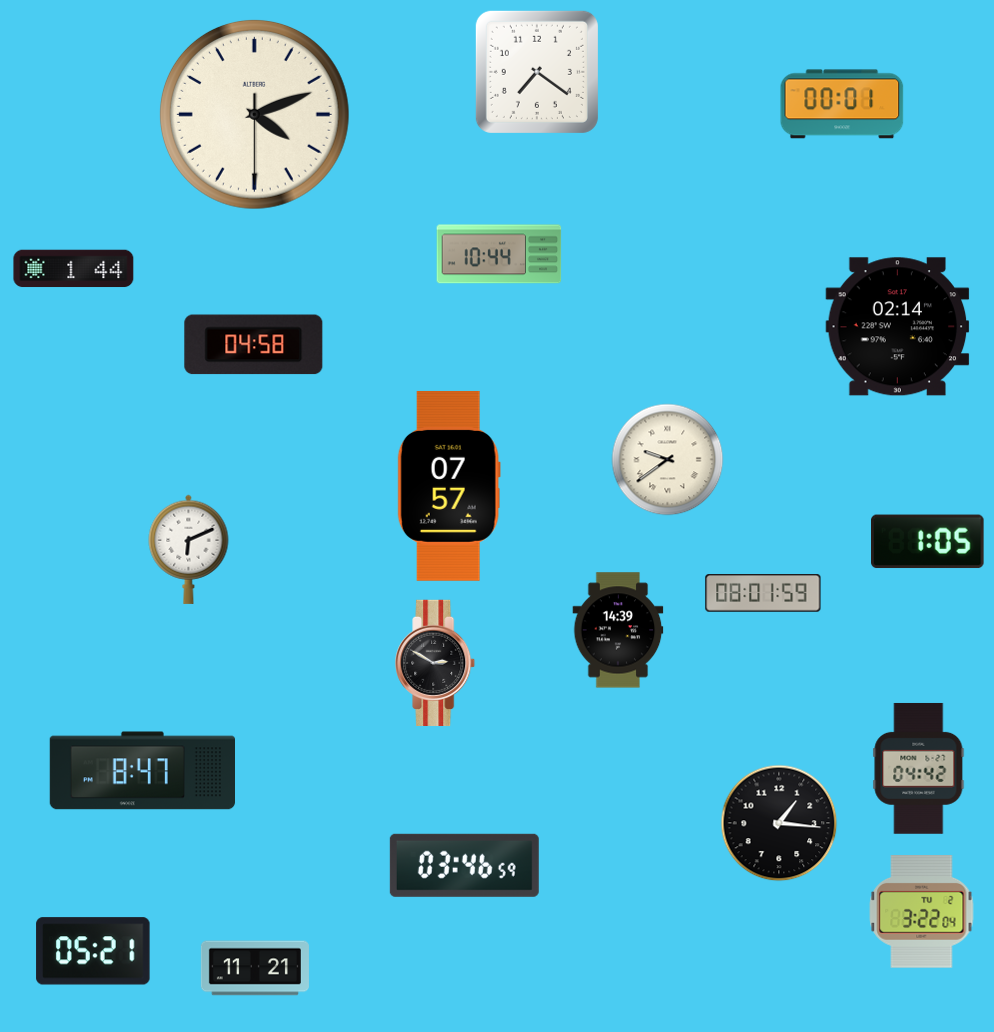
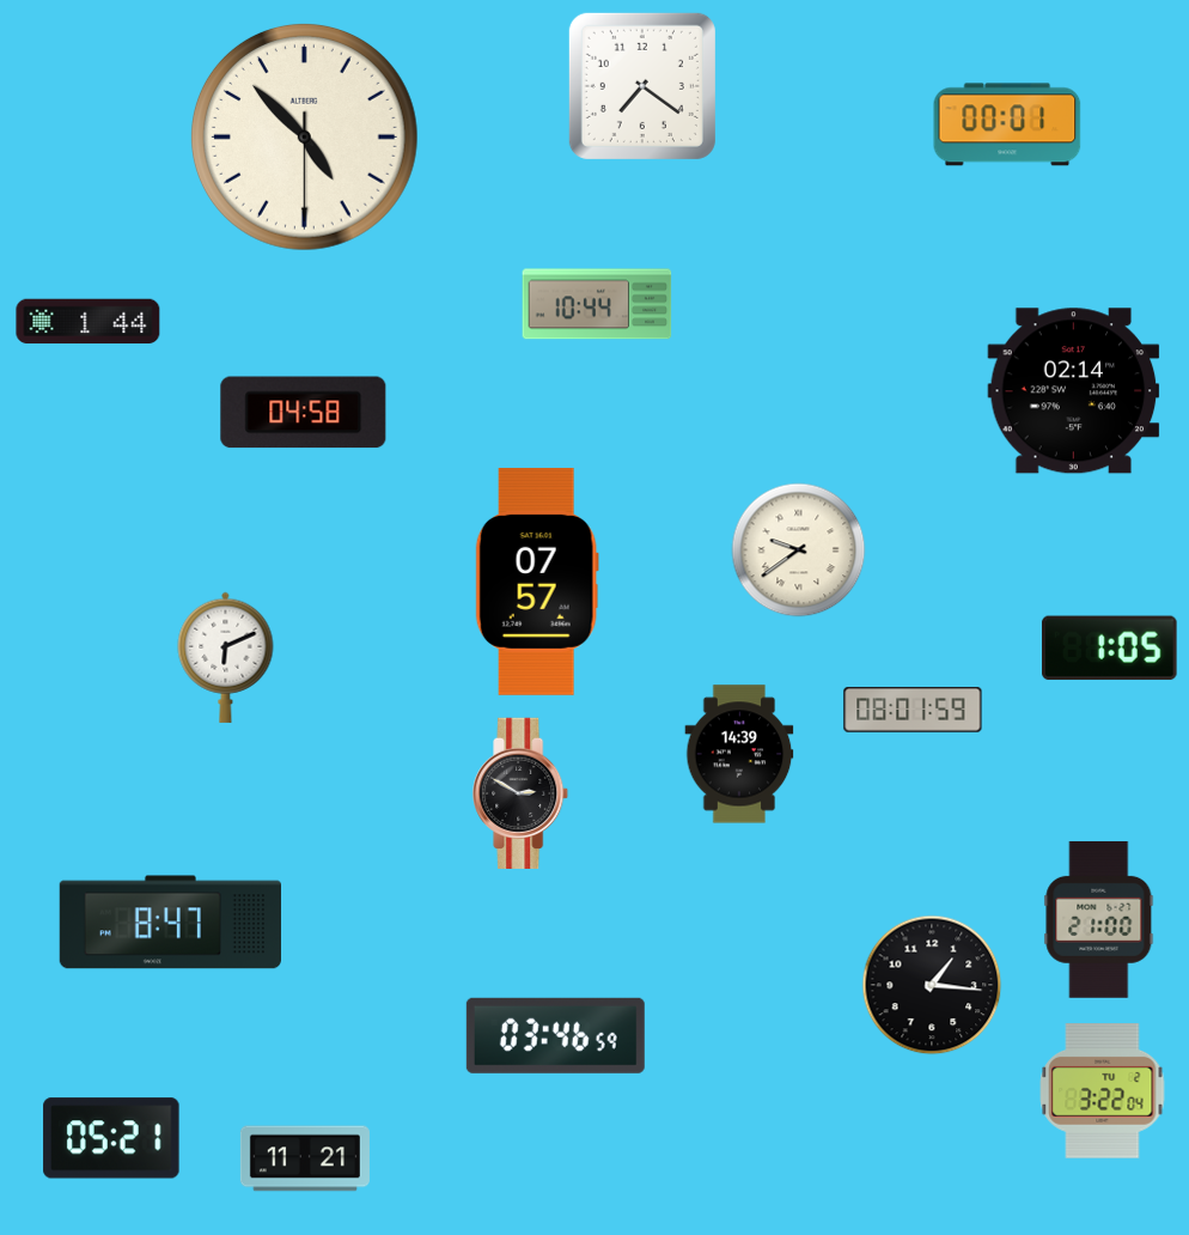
clock at (254, 114): 4:11 -> 4:52
clock at (919, 768): 04:42 -> 21:00
